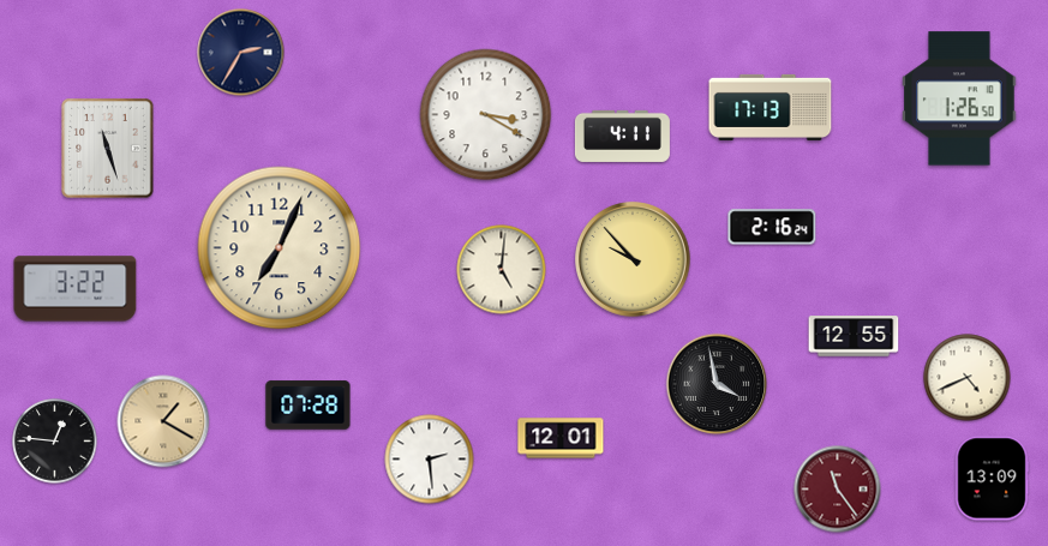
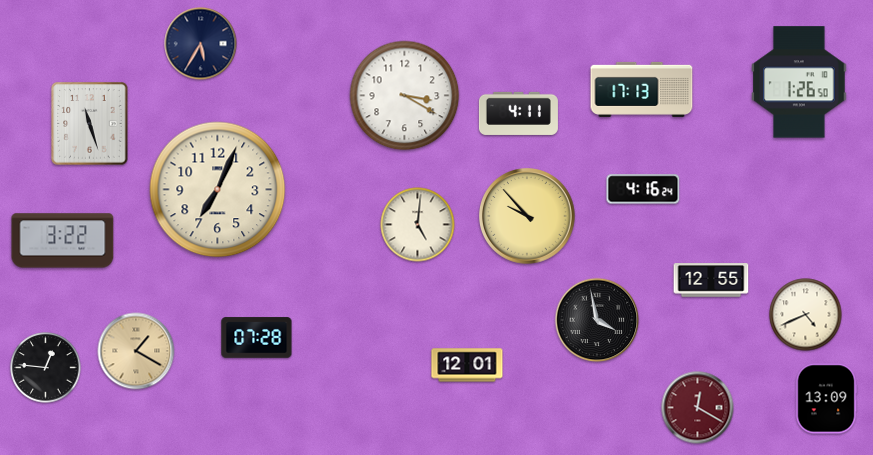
clock at (241, 53): 2:35 -> 5:35
clock at (772, 227): 2:16 -> 4:16
clock at (280, 248) position: (280, 248) -> (218, 190)
clock at (430, 460): 2:29 -> none
clock at (838, 490): 11:24 -> 12:20
